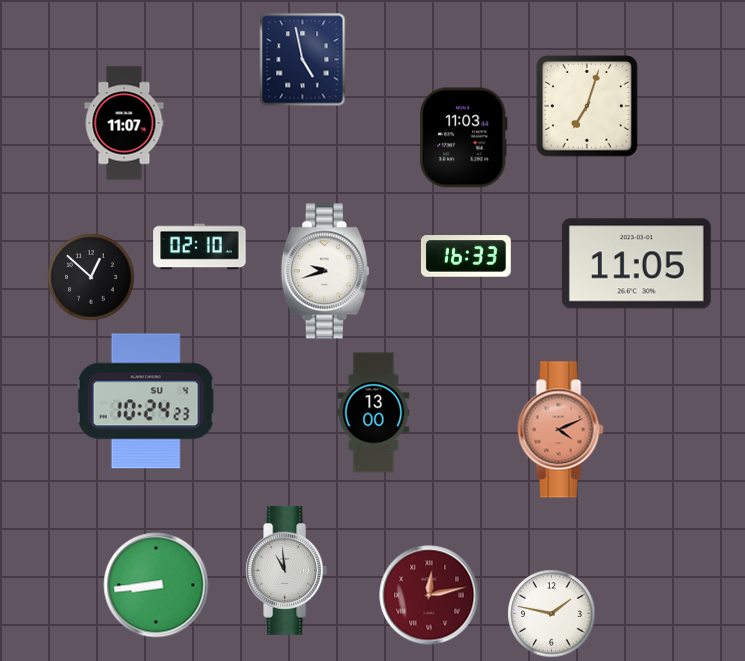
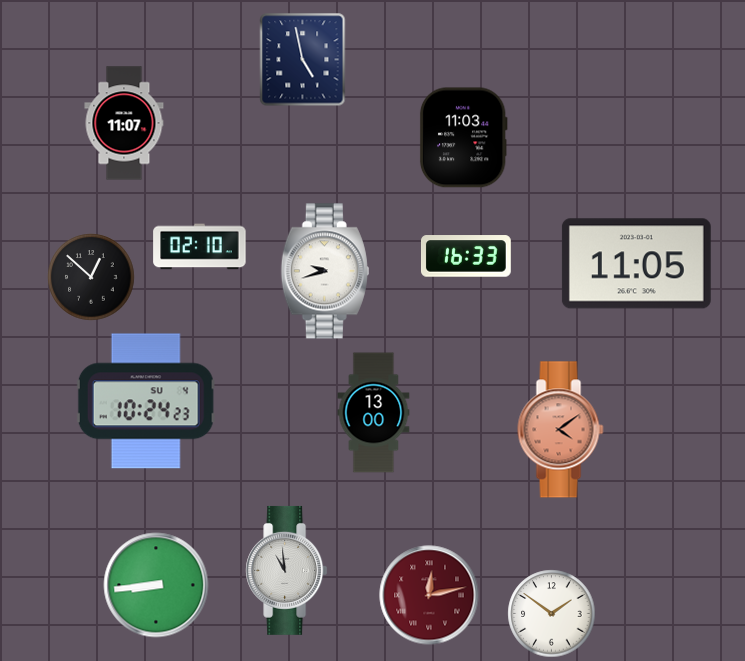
clock at (587, 106): 7:03 -> none
clock at (561, 430): 4:11 -> 4:09
clock at (552, 614): 1:47 -> 1:51
